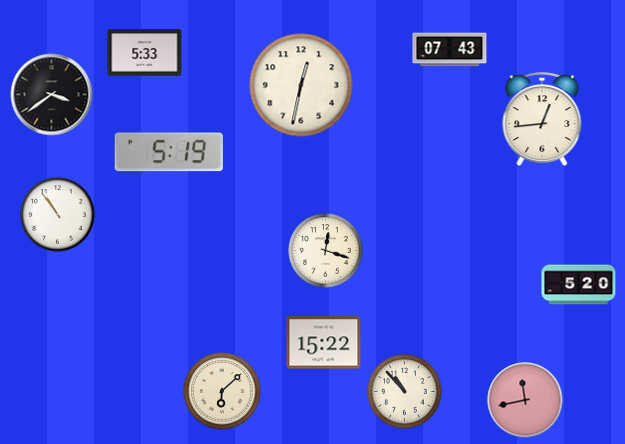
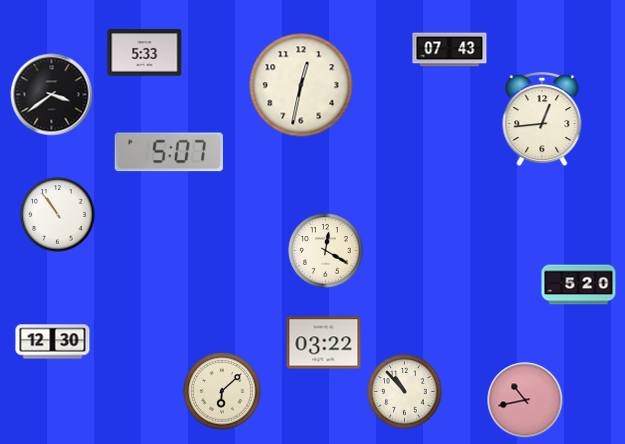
clock at (169, 152): 5:19 -> 5:07
clock at (326, 251): 12:18 -> 12:20
clock at (53, 342): none -> 12:30
clock at (324, 343): 15:22 -> 03:22
clock at (525, 400): 11:43 -> 10:43
